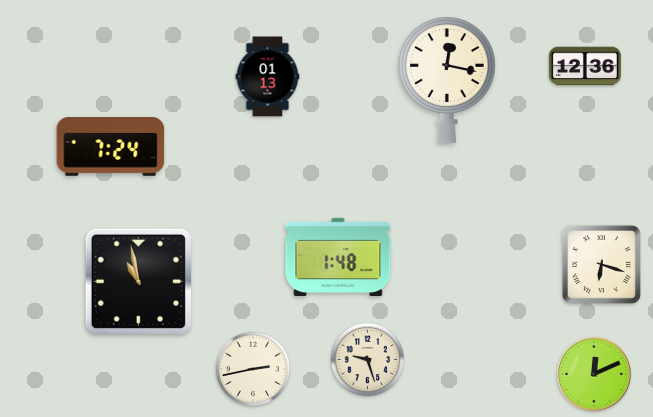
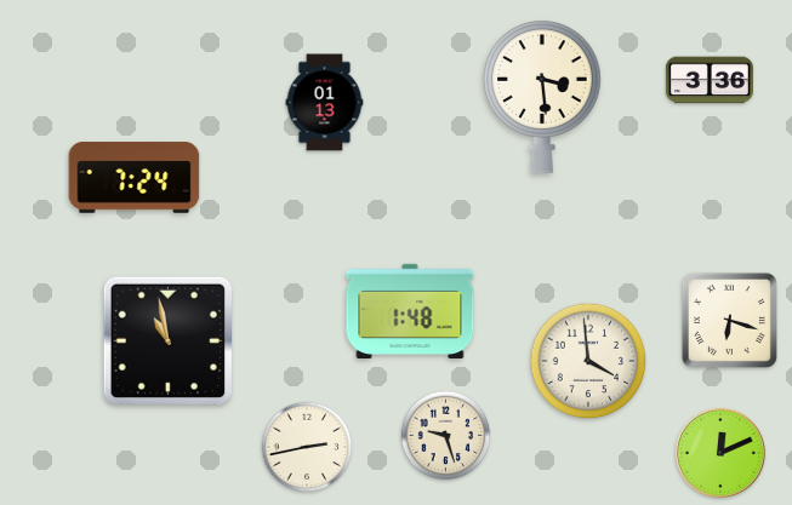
clock at (585, 66): 12:36 -> 3:36
clock at (268, 77) position: (268, 77) -> (325, 103)
clock at (447, 80): 12:17 -> 3:29
clock at (588, 361): none -> 3:59
